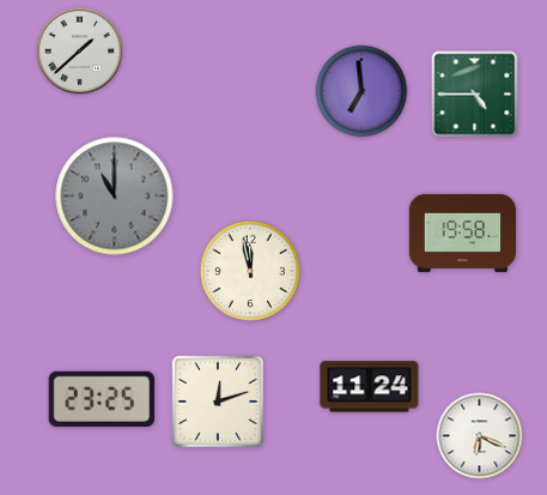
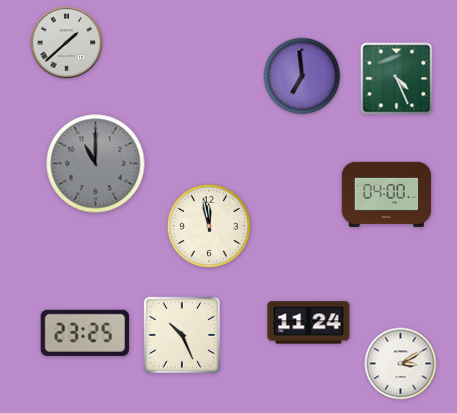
clock at (475, 95): 4:45 -> 4:26
clock at (463, 233): 19:58 -> 04:00
clock at (218, 402): 12:12 -> 10:26
clock at (480, 436): 6:19 -> 3:10
